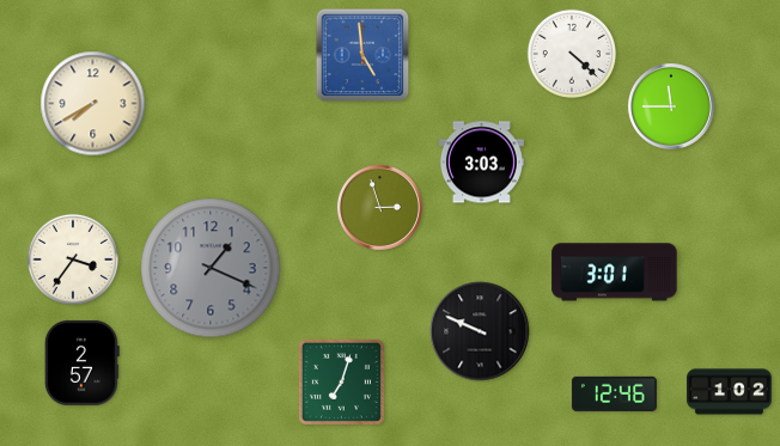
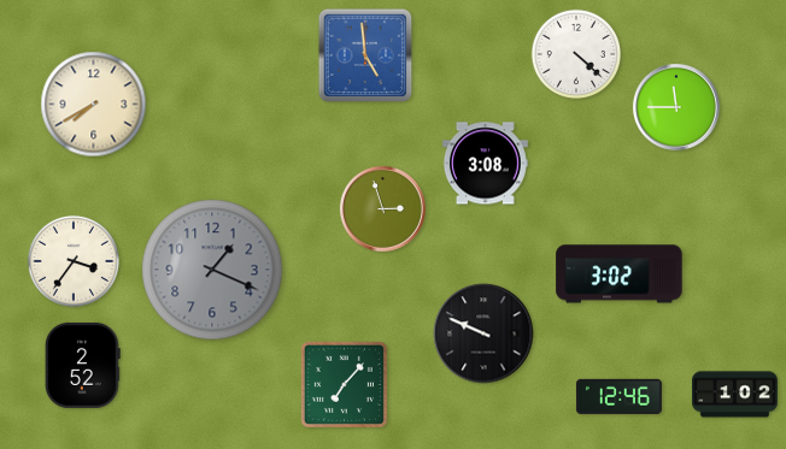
clock at (481, 163): 3:03 -> 3:08
clock at (615, 273): 3:01 -> 3:02
clock at (81, 362): 2:57 -> 2:52
clock at (341, 381): 7:03 -> 7:07
